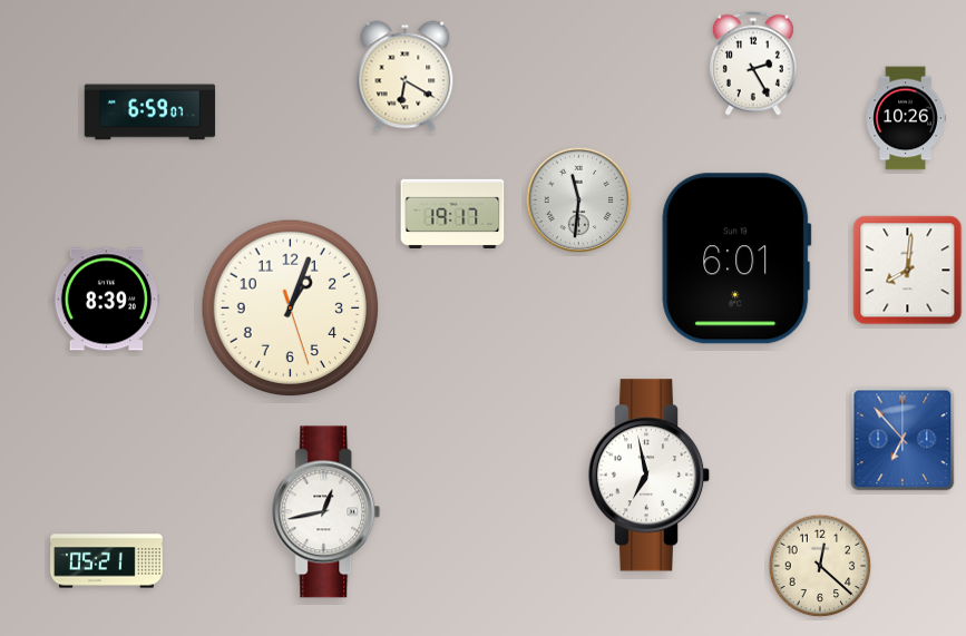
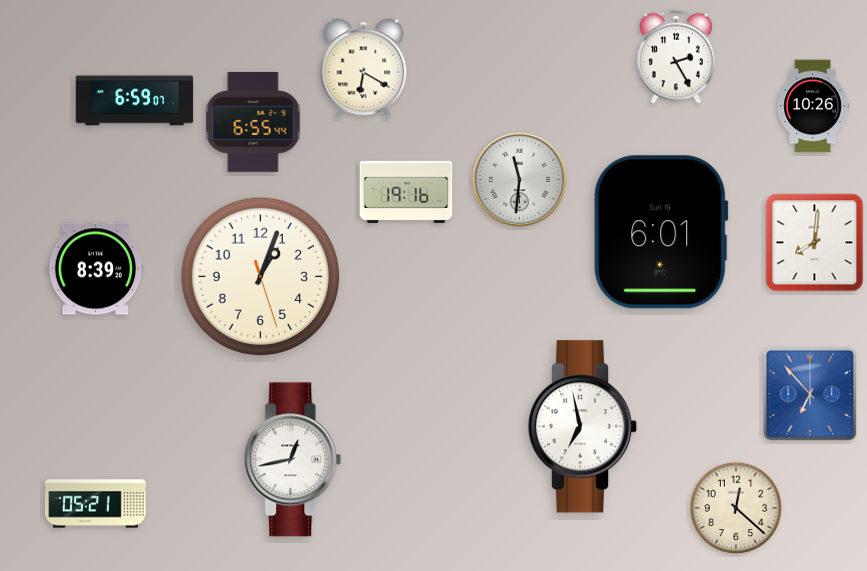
clock at (253, 122): none -> 6:55
clock at (452, 214): 19:17 -> 19:16
